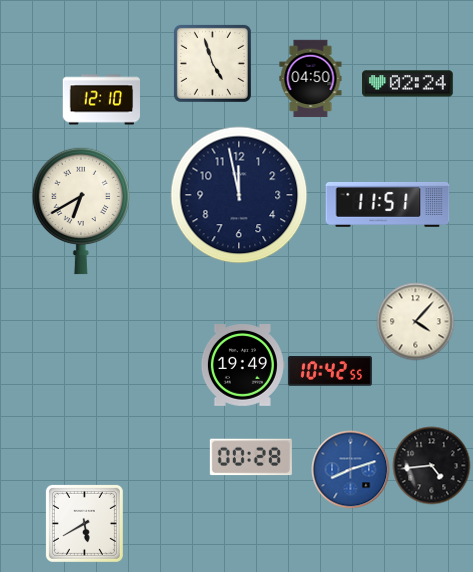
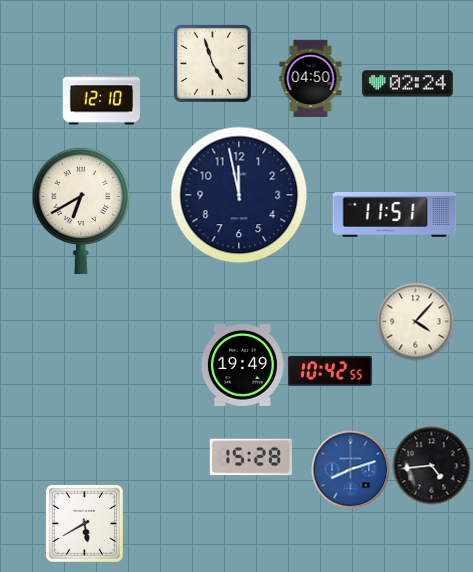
clock at (388, 205) position: (388, 205) -> (395, 215)
clock at (251, 457): 00:28 -> 15:28
